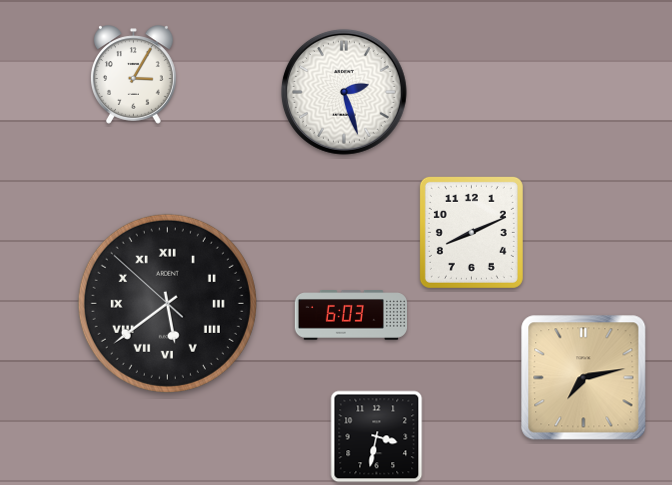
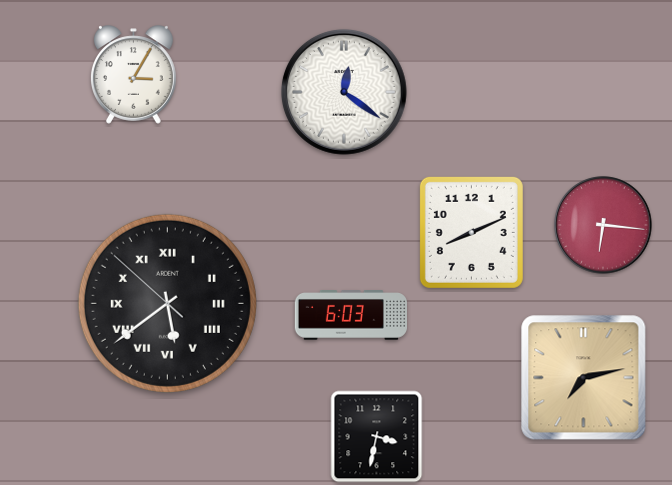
clock at (344, 92): 2:27 -> 12:21
clock at (603, 225): none -> 6:16
